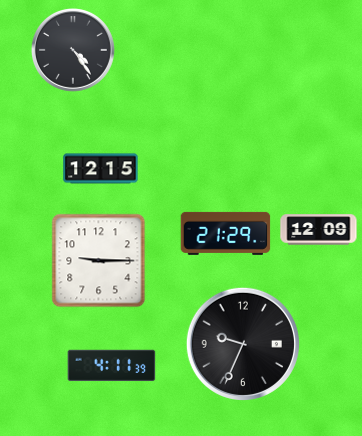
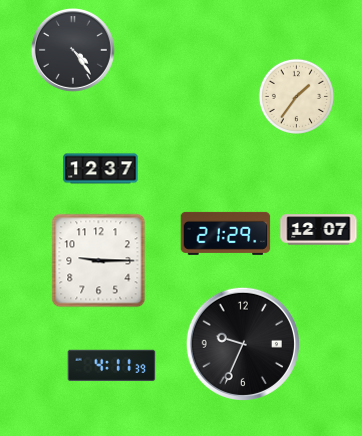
clock at (296, 96): none -> 1:36
clock at (101, 169): 12:15 -> 12:37
clock at (319, 230): 12:09 -> 12:07
